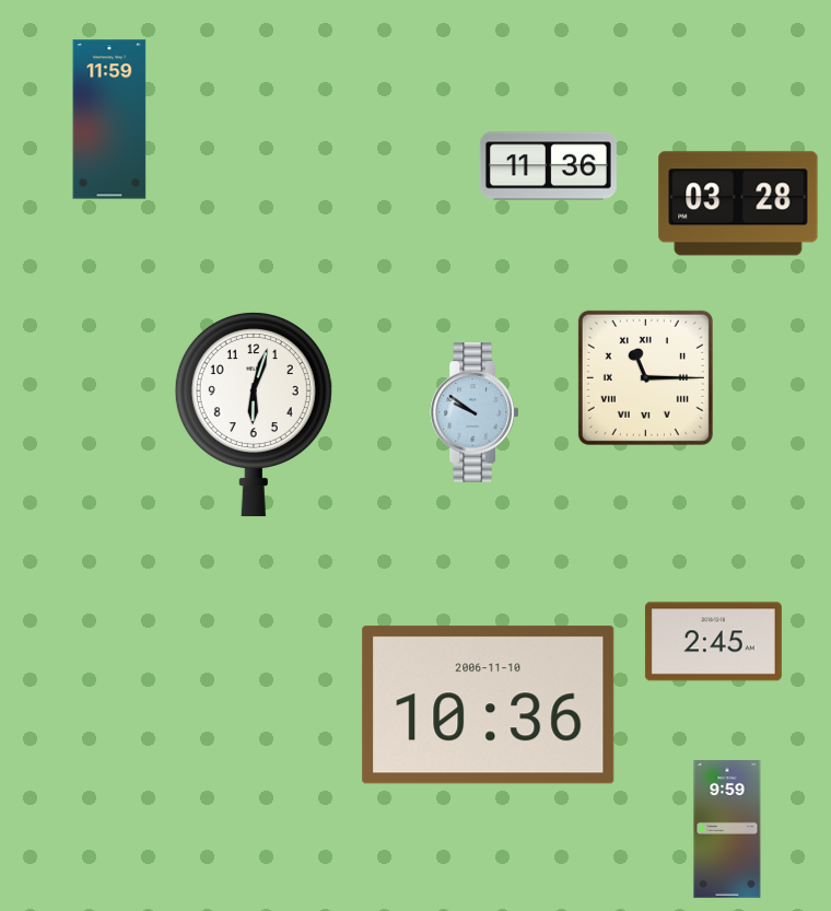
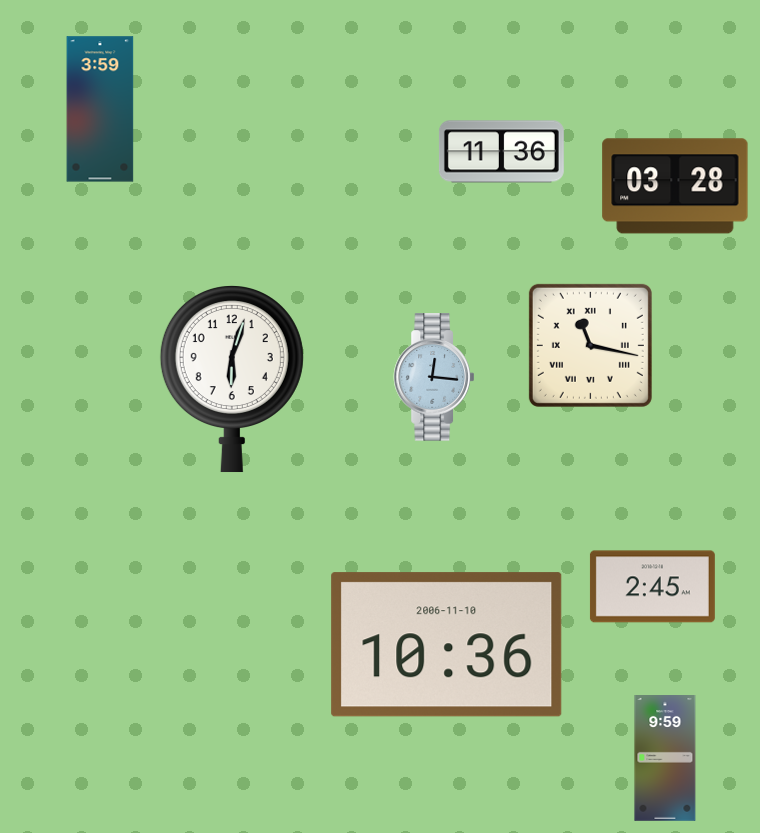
clock at (109, 119): 11:59 -> 3:59
clock at (645, 377): 11:15 -> 11:17
clock at (475, 412): 9:51 -> 12:16
